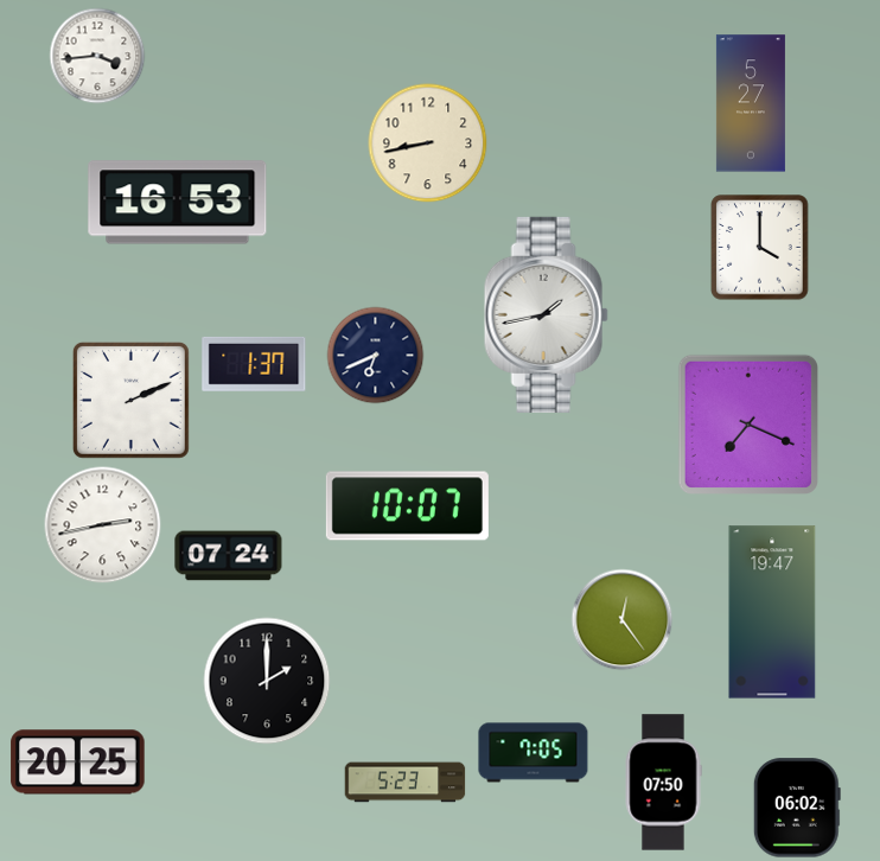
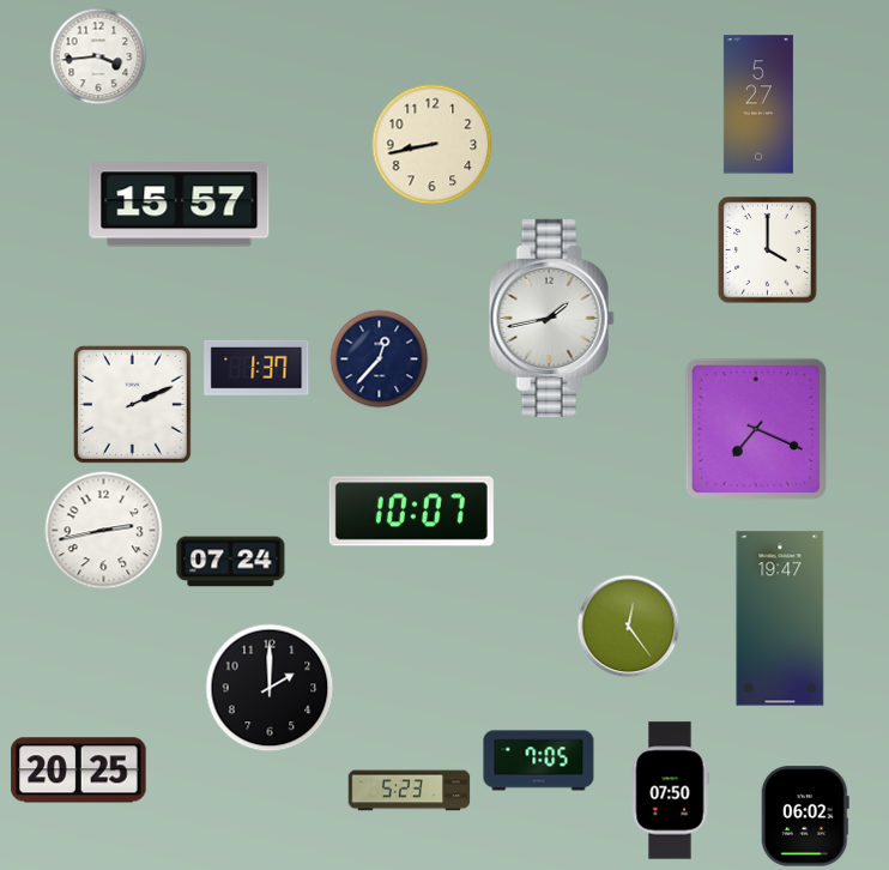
clock at (178, 203): 16:53 -> 15:57
clock at (376, 356): 6:41 -> 12:37
